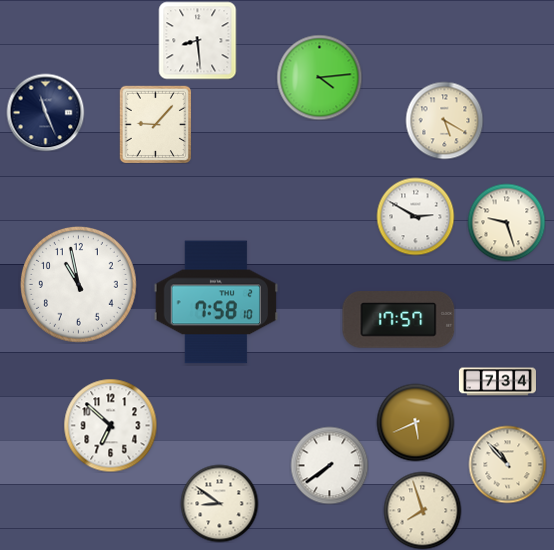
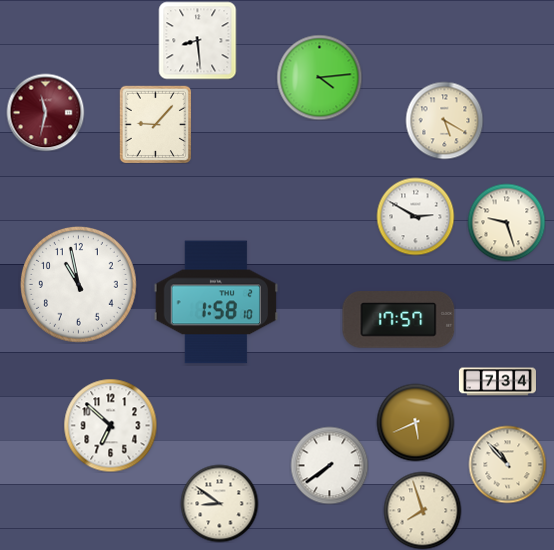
clock at (45, 112): 11:26 -> 11:32
clock at (45, 112) dial: navy -> burgundy
clock at (216, 302): 7:58 -> 1:58
